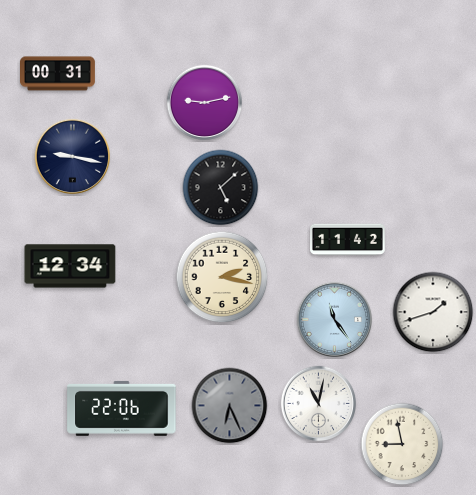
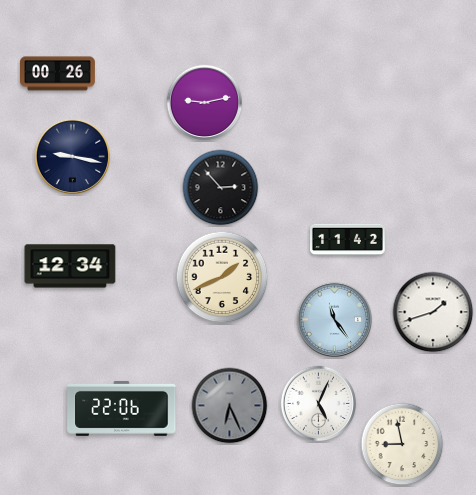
clock at (58, 74): 00:31 -> 00:26
clock at (221, 188): 5:08 -> 2:53
clock at (222, 277): 2:17 -> 1:41
clock at (319, 404): 11:02 -> 5:04
